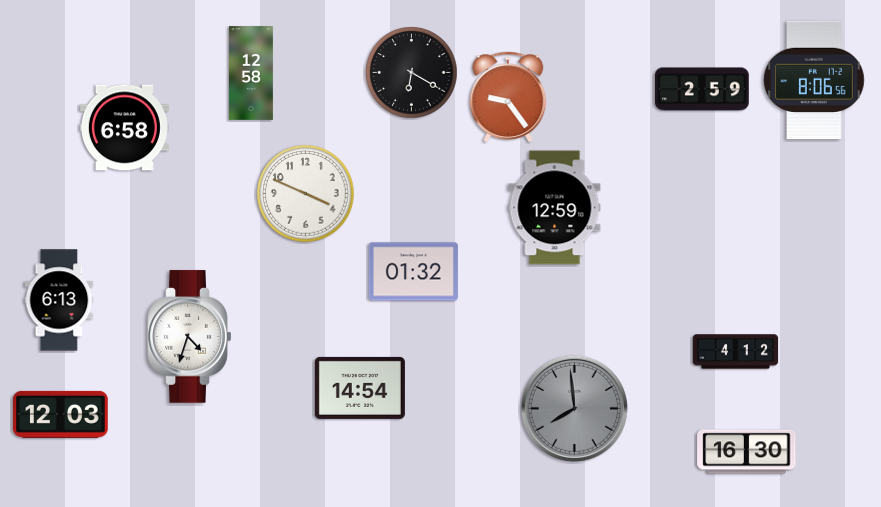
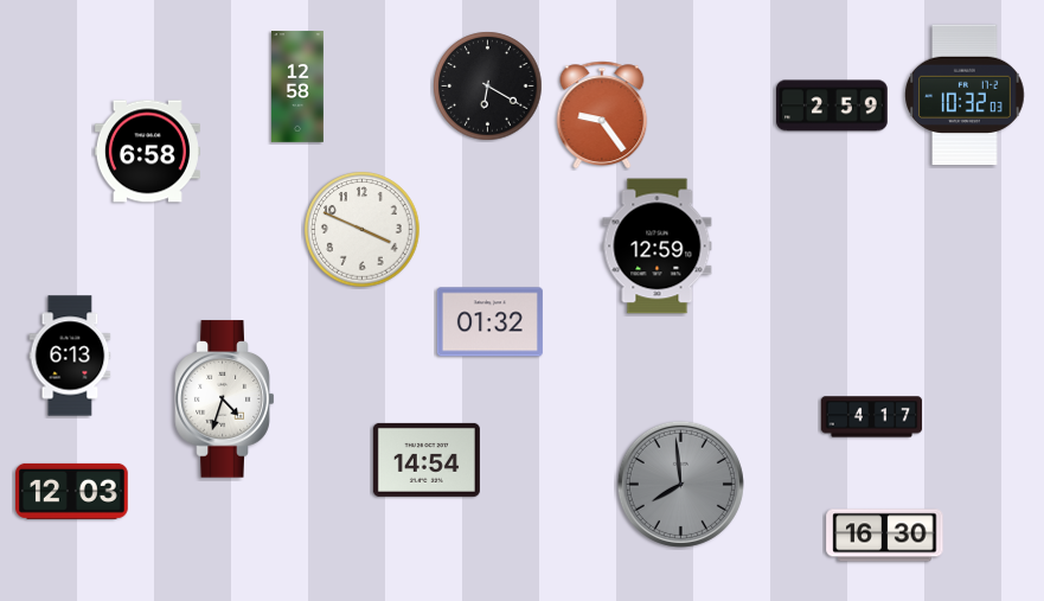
clock at (814, 80): 8:06 -> 10:32
clock at (736, 352): 4:12 -> 4:17
